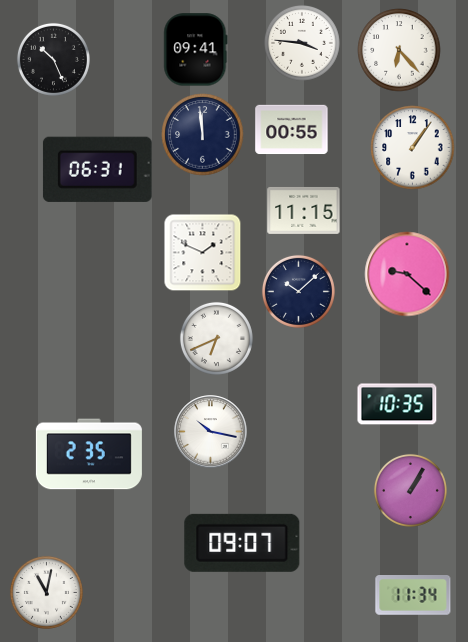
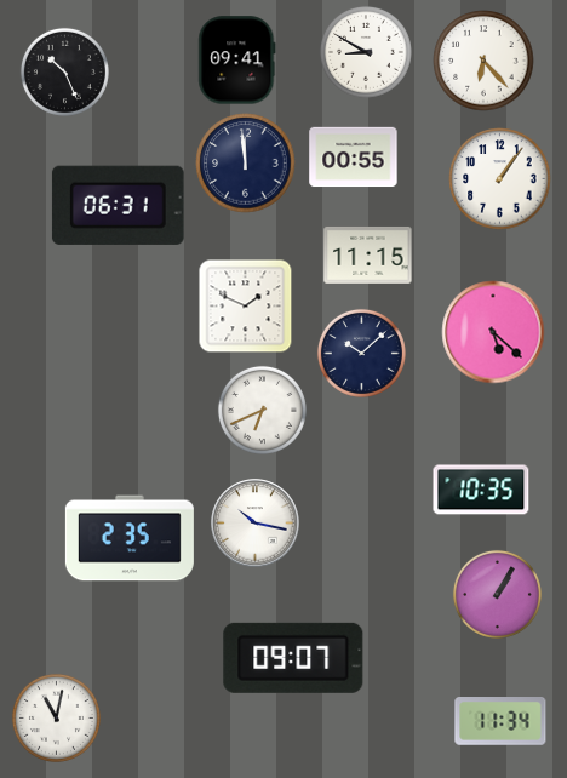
clock at (302, 43): 3:46 -> 8:50
clock at (407, 274): 9:22 -> 5:22
clock at (89, 454) position: (89, 454) -> (130, 538)
